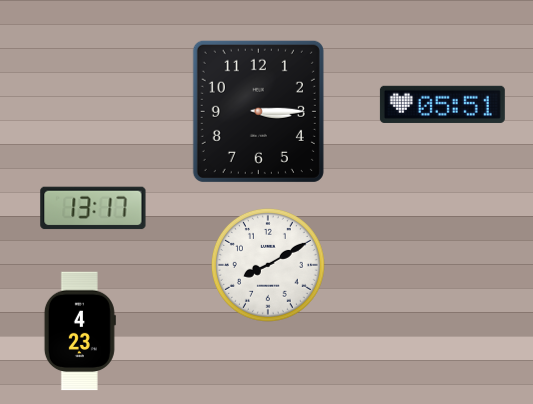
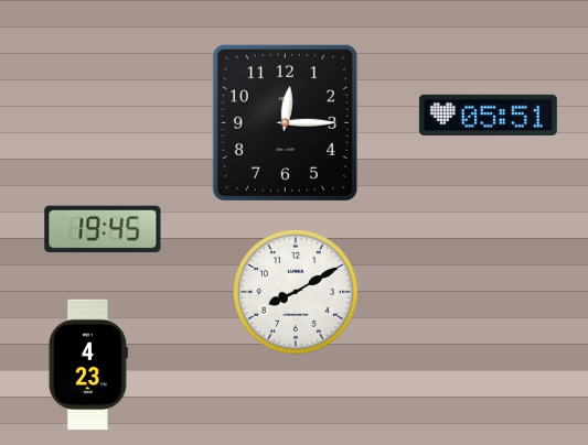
clock at (258, 111): 3:15 -> 12:15
clock at (93, 208): 13:17 -> 19:45
